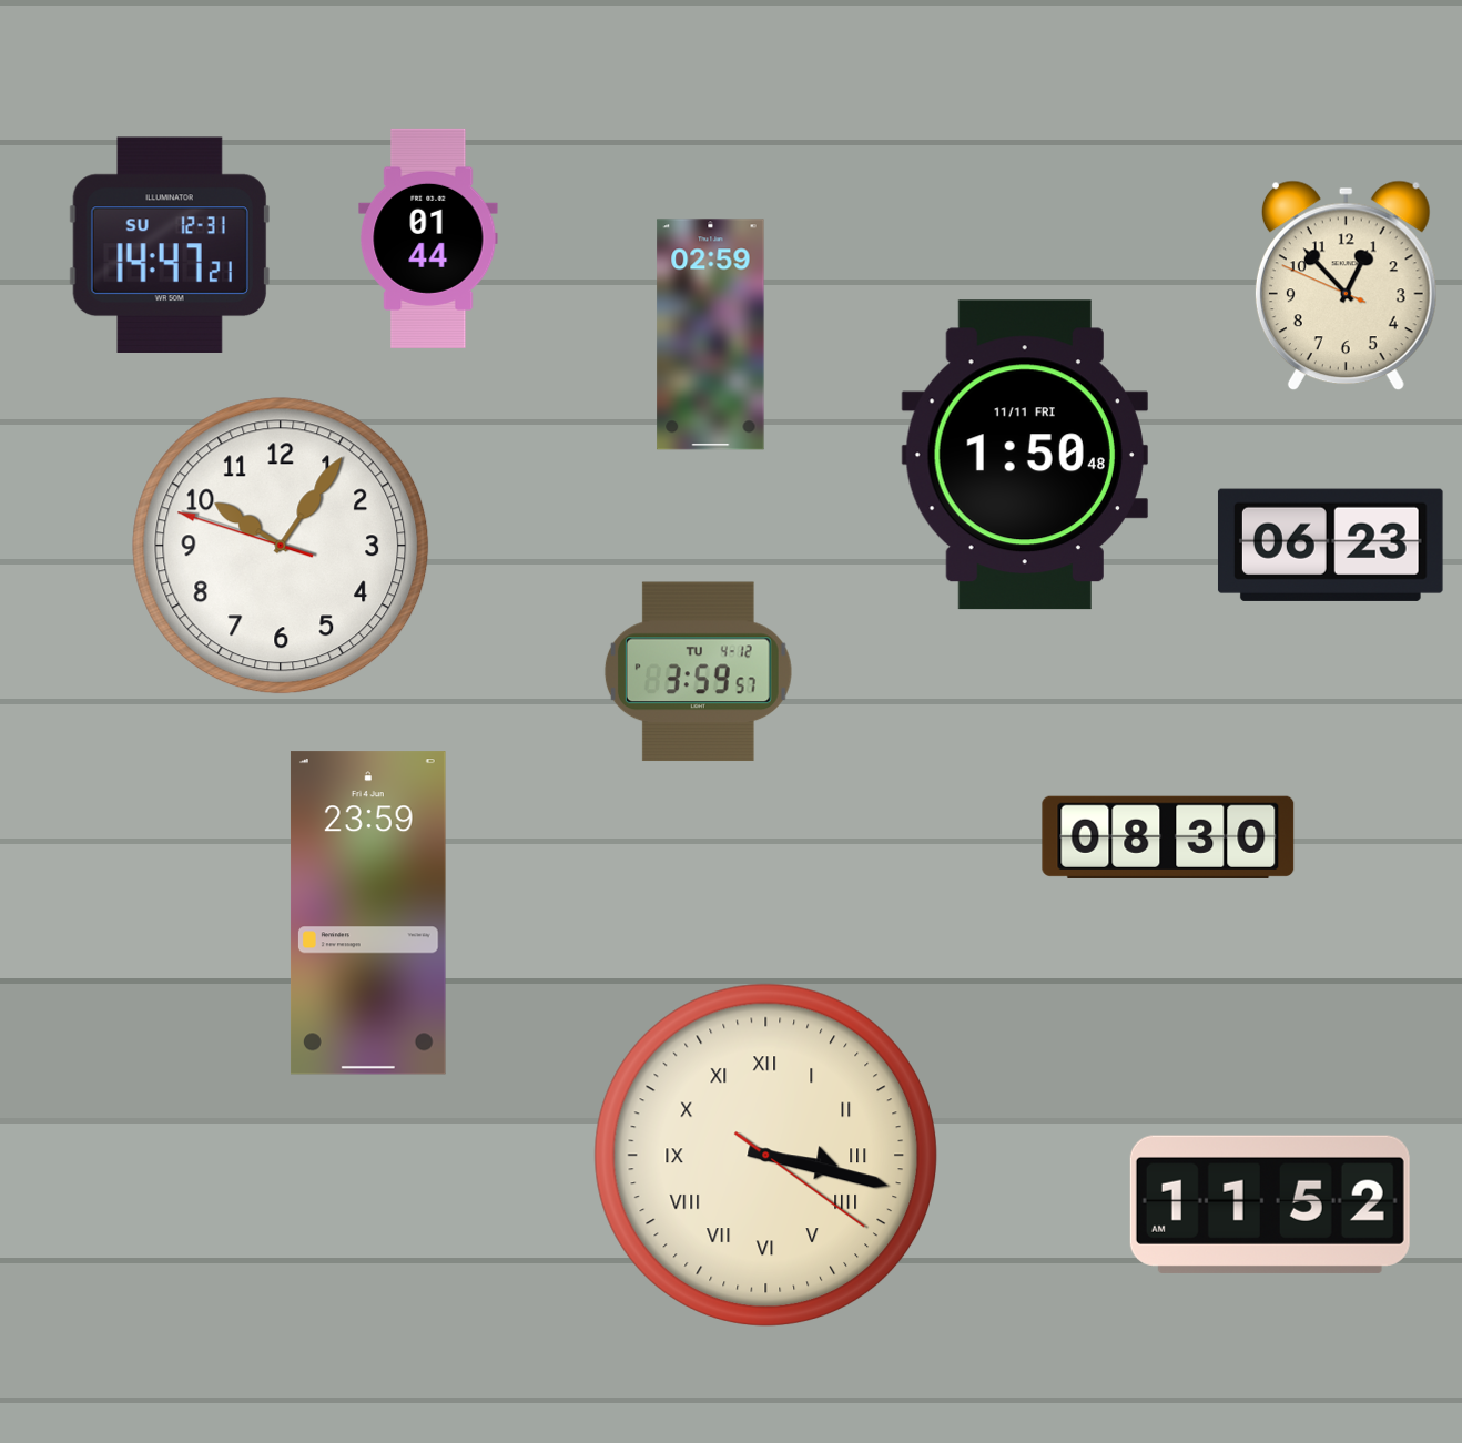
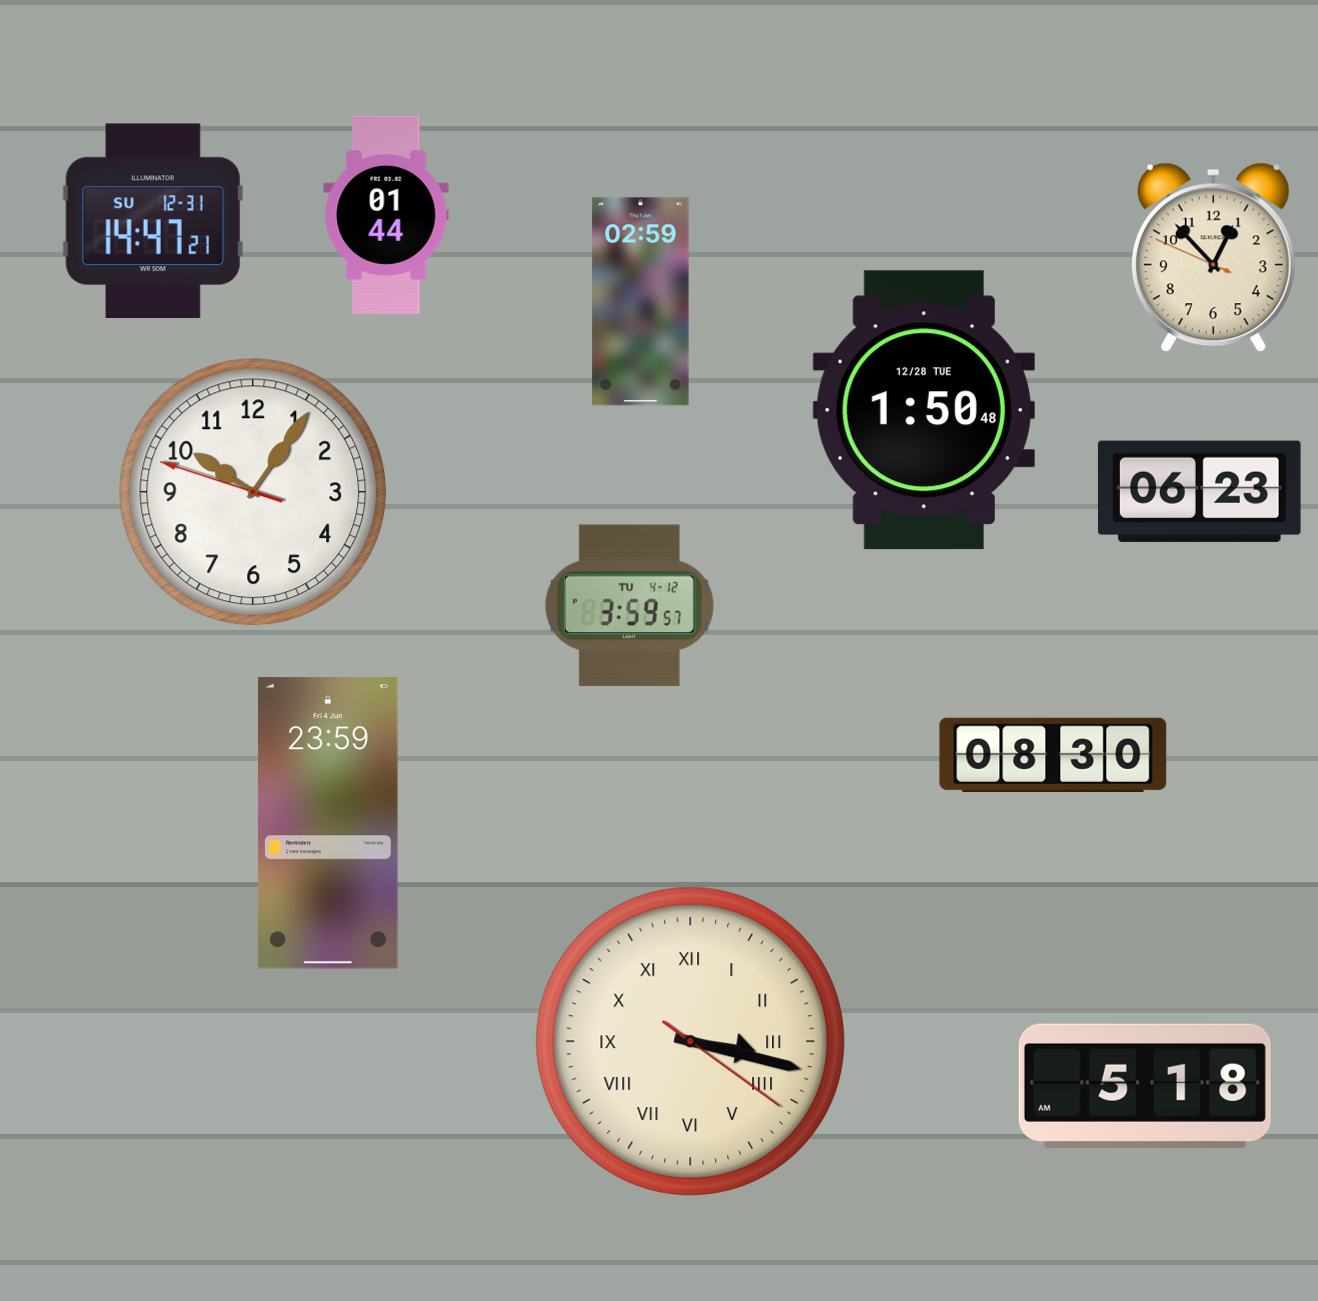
clock at (1025, 455) date: 11/11 FRI -> 12/28 TUE
clock at (368, 913) position: (368, 913) -> (328, 823)
clock at (1270, 1205): 11:52 -> 5:18
